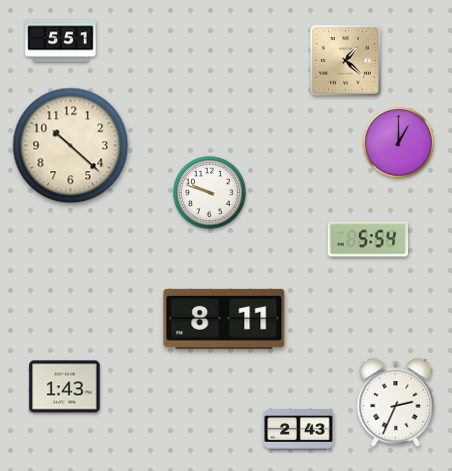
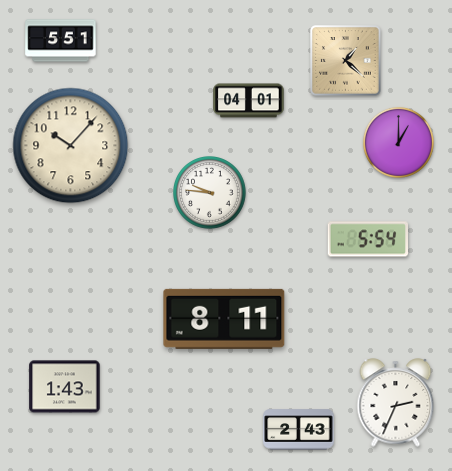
clock at (249, 101): none -> 04:01
clock at (71, 146): 10:22 -> 10:07
clock at (210, 193): 9:48 -> 9:46
